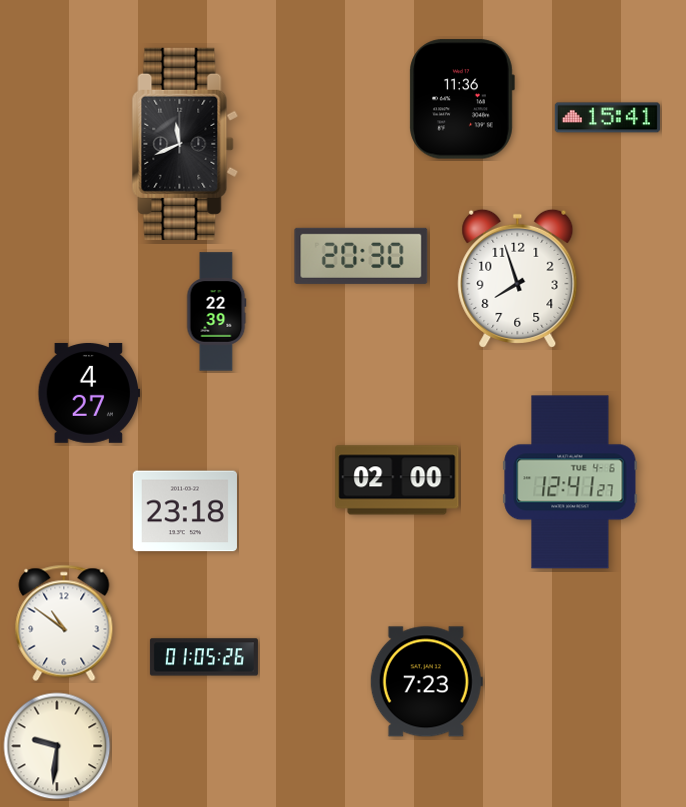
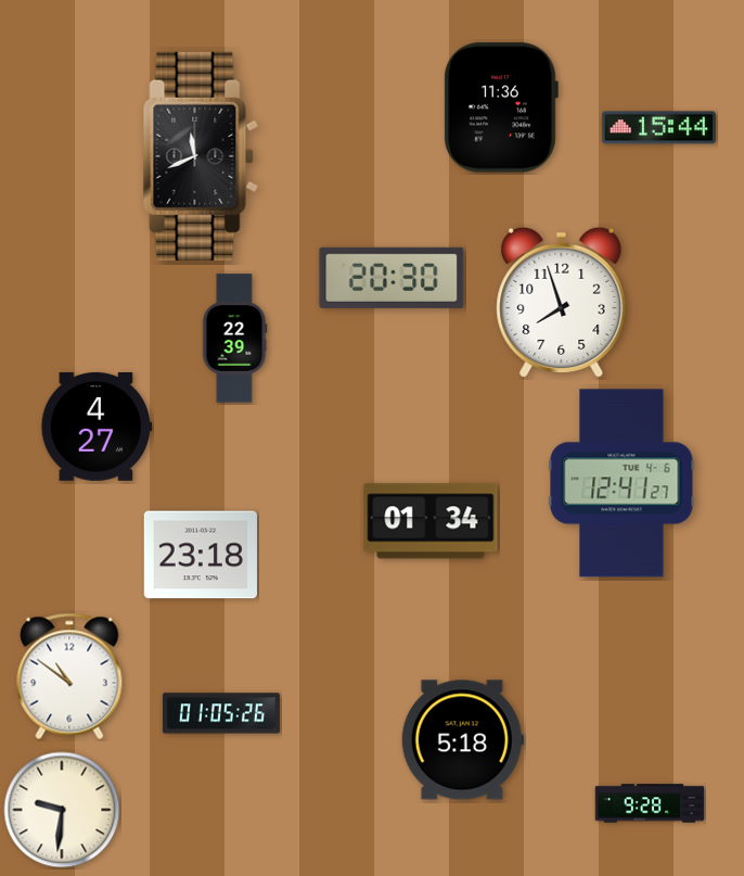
clock at (607, 118): 15:41 -> 15:44
clock at (397, 480): 02:00 -> 01:34
clock at (570, 482) position: (570, 482) -> (621, 483)
clock at (426, 682): 7:23 -> 5:18
clock at (650, 803): none -> 9:28
